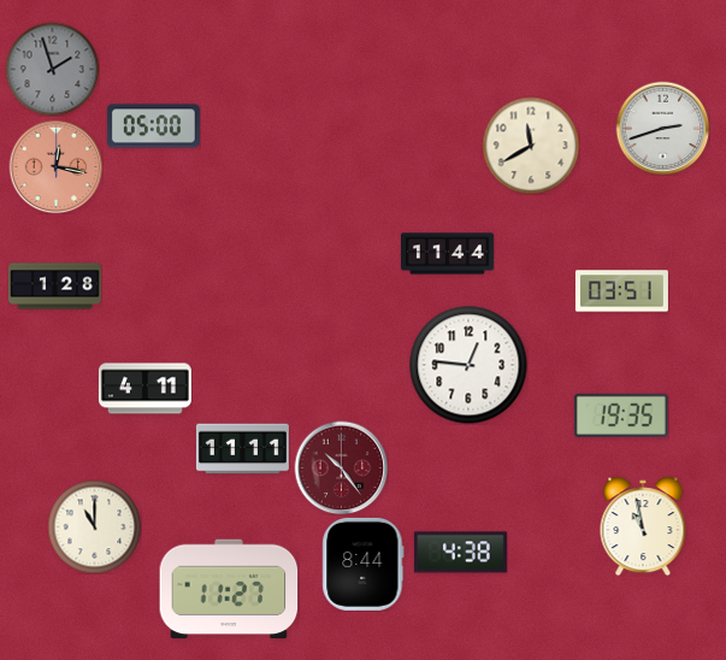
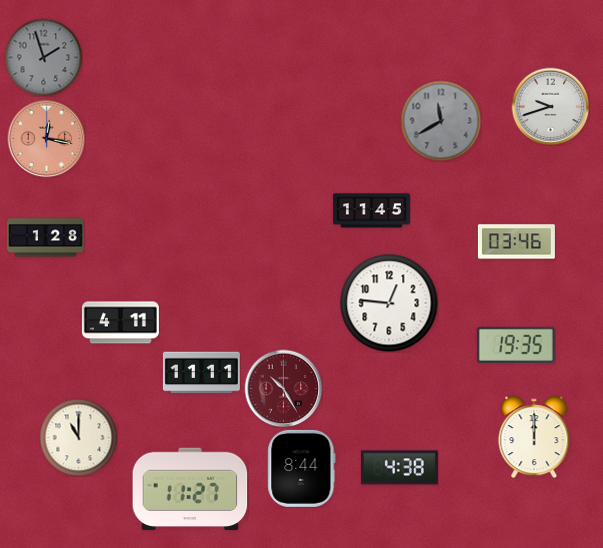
clock at (153, 126): 05:00 -> none
clock at (662, 128): 2:42 -> 9:42
clock at (531, 146) dial: cream -> grey
clock at (447, 254): 11:44 -> 11:45
clock at (621, 291): 03:51 -> 03:46
clock at (341, 467): 10:24 -> 10:25
clock at (643, 526): 10:58 -> 12:00
clock at (460, 553) position: (460, 553) -> (399, 468)
